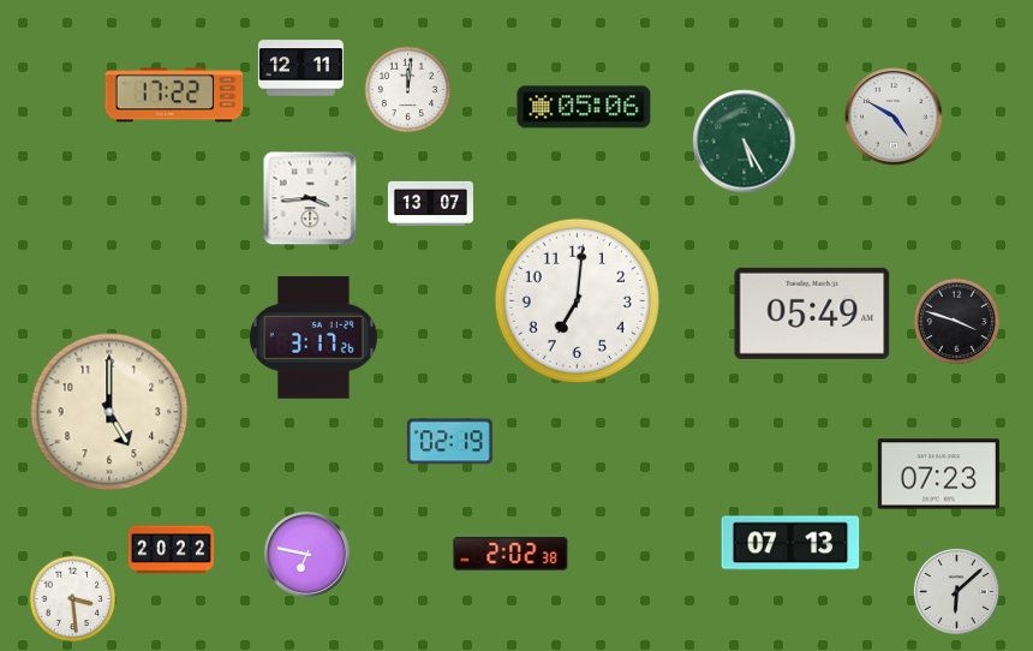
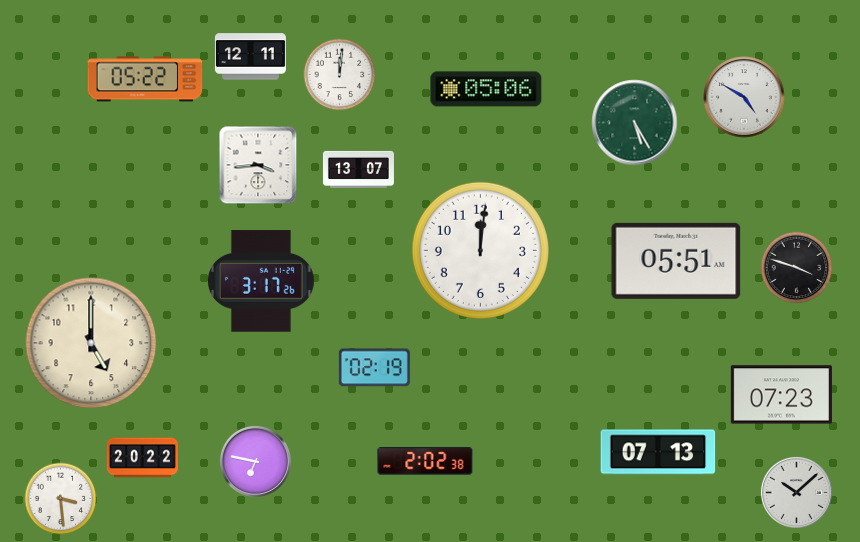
clock at (174, 95): 17:22 -> 05:22
clock at (745, 142) position: (745, 142) -> (635, 123)
clock at (577, 300): 7:01 -> 12:01
clock at (812, 313): 05:49 -> 05:51
clock at (956, 591): 6:08 -> 10:08
